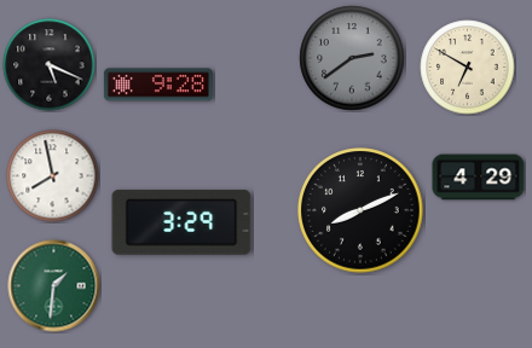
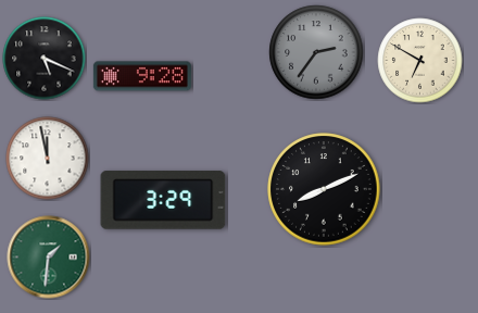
clock at (352, 58): 2:39 -> 2:36
clock at (53, 176): 7:58 -> 11:58
clock at (479, 178): 4:29 -> none
